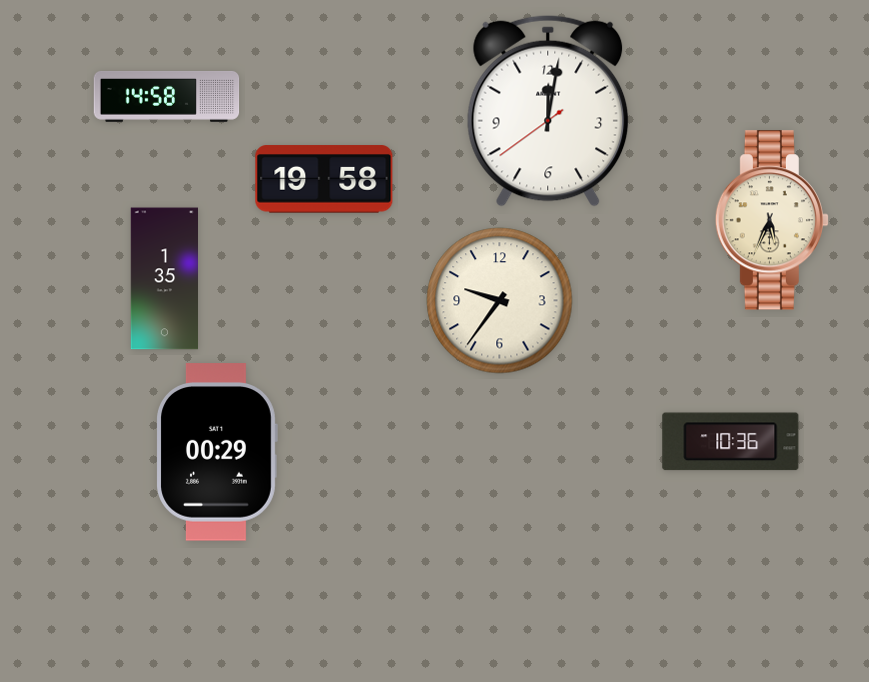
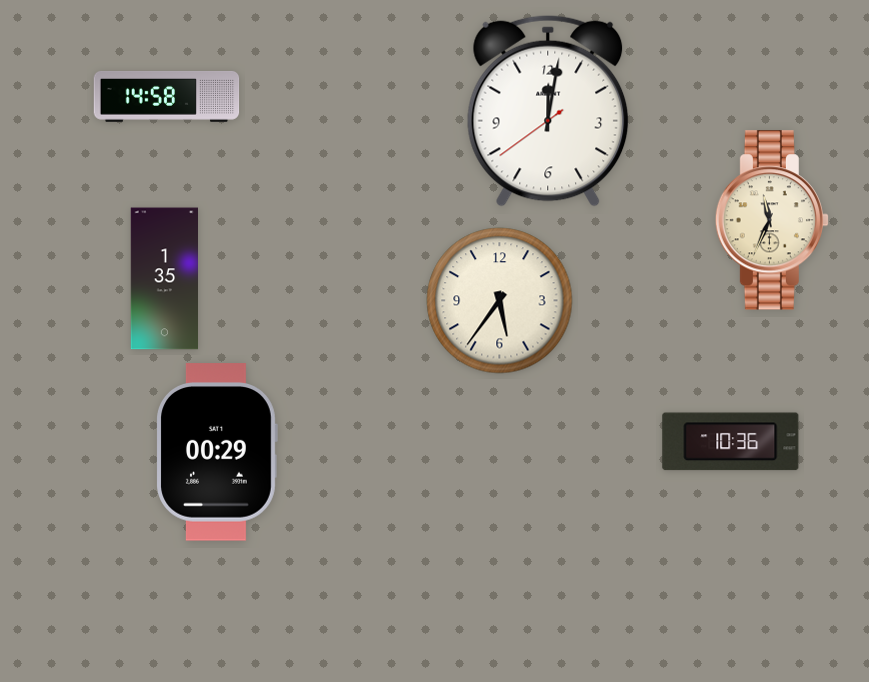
clock at (324, 179): 19:58 -> none
clock at (771, 220): 5:34 -> 11:34
clock at (500, 301): 9:36 -> 5:36
